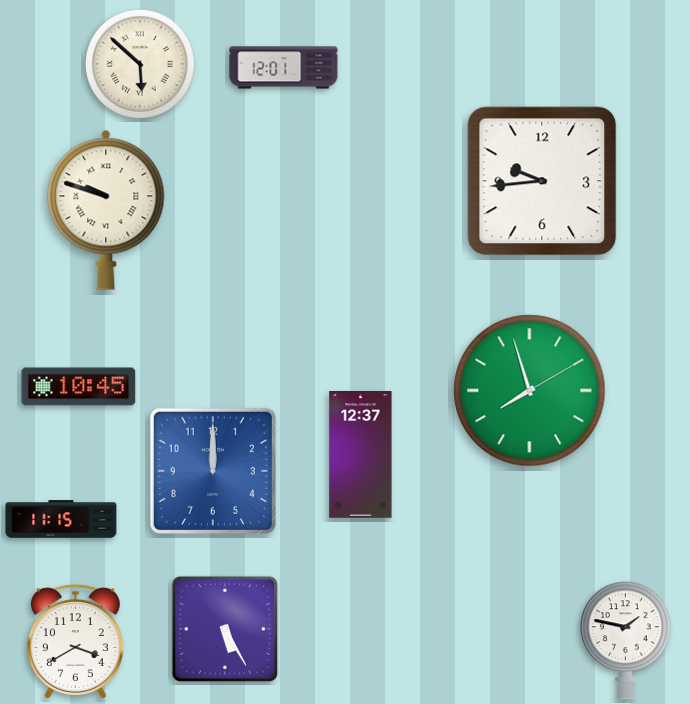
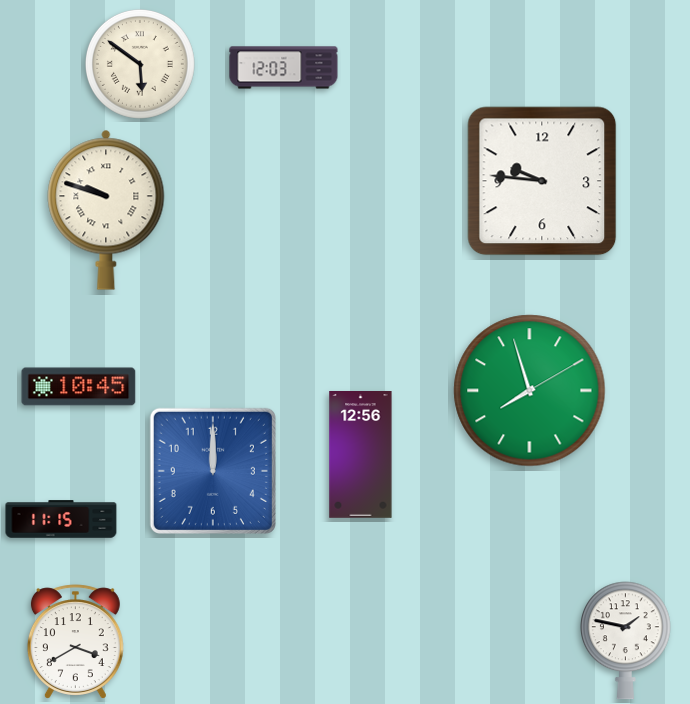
clock at (140, 64): 5:52 -> 5:51
clock at (284, 68): 12:01 -> 12:03
clock at (542, 181): 9:44 -> 9:46
clock at (361, 455): 12:37 -> 12:56
clock at (225, 629): 5:25 -> none
